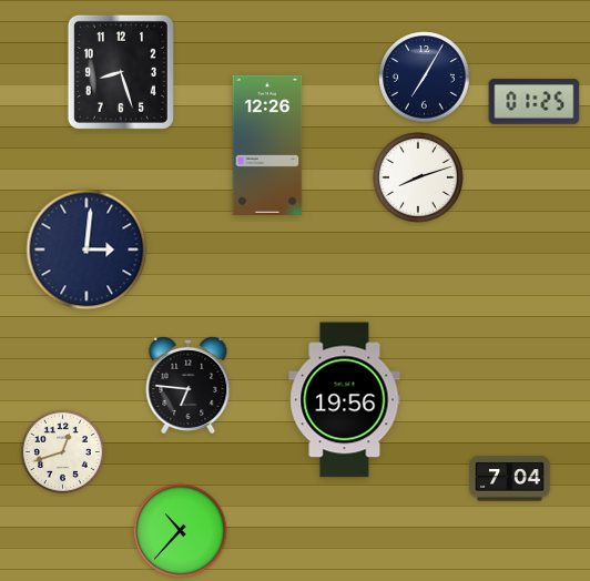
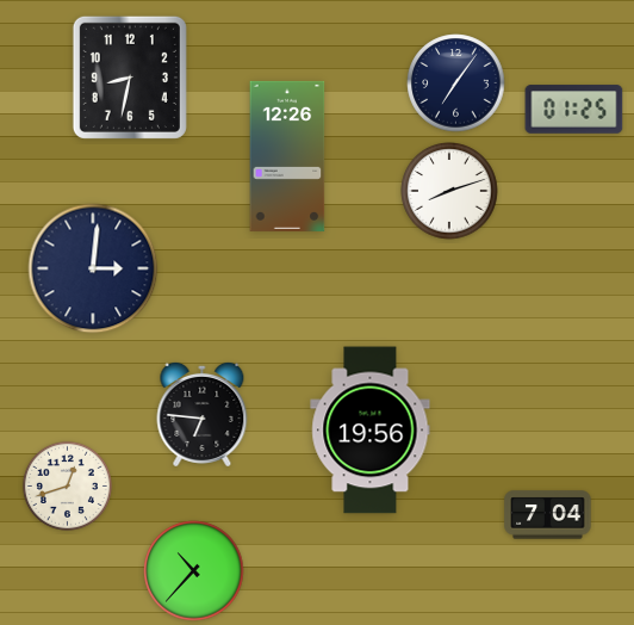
clock at (121, 72): 8:27 -> 8:32
clock at (425, 78): 7:05 -> 7:06
